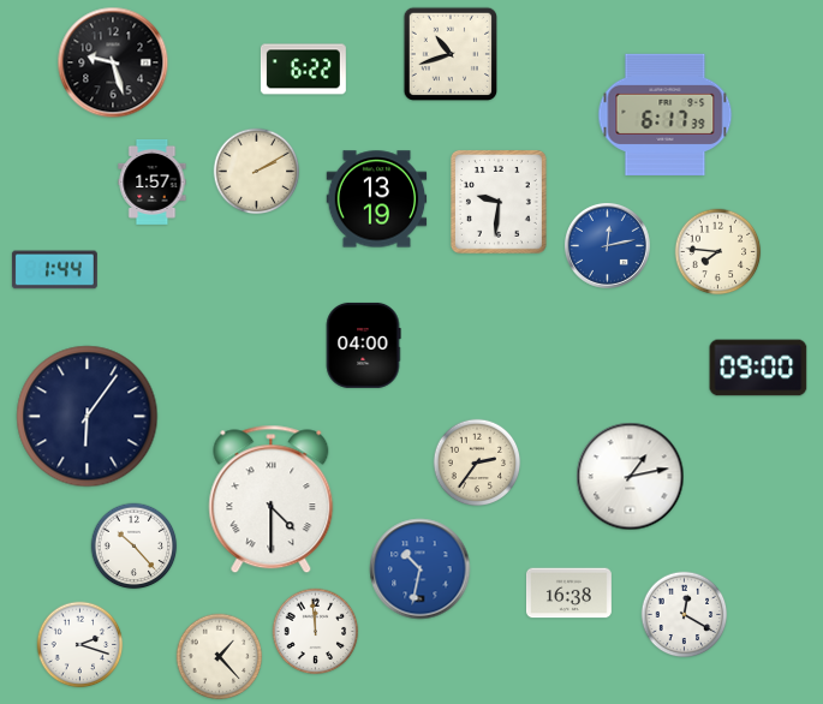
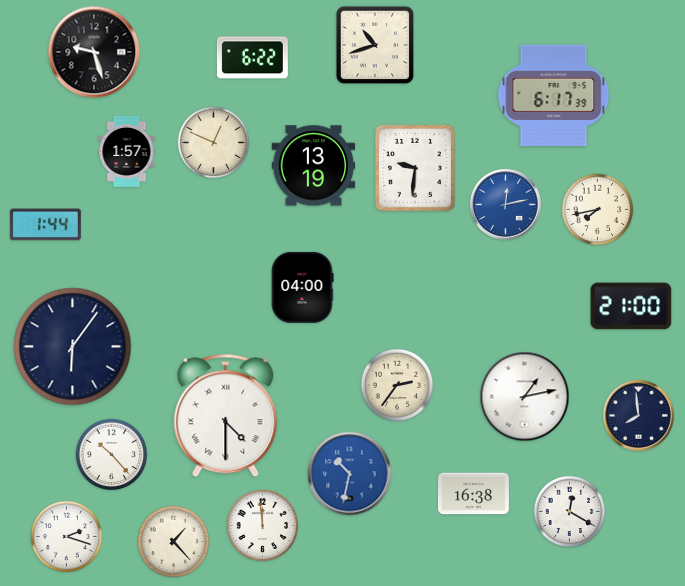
clock at (257, 172): 2:10 -> 12:49
clock at (718, 252): 7:46 -> 7:43
clock at (758, 368): 09:00 -> 21:00
clock at (638, 415): none -> 7:59
clock at (220, 657) position: (220, 657) -> (174, 542)
